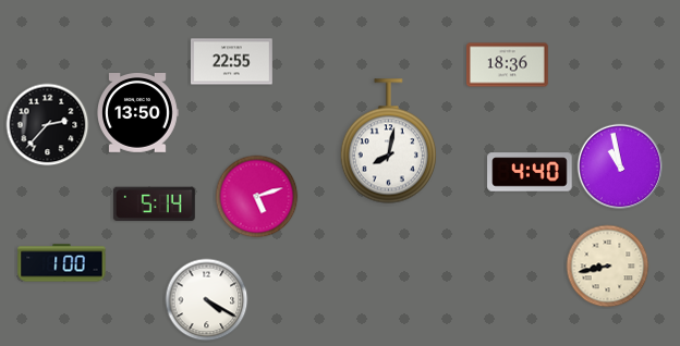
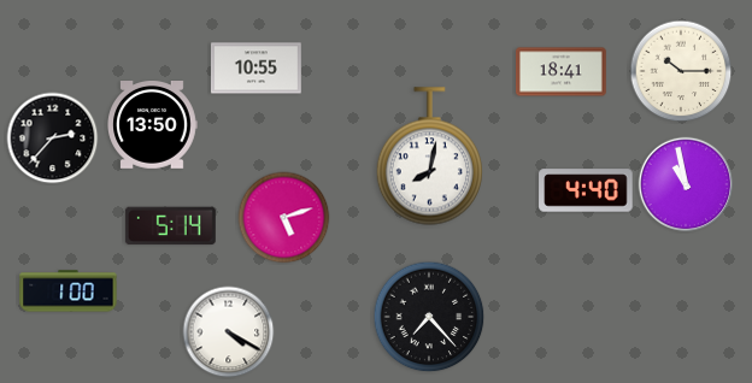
clock at (231, 62): 22:55 -> 10:55
clock at (681, 71): none -> 10:15
clock at (508, 65): 18:36 -> 18:41
clock at (608, 267): 8:43 -> none
clock at (429, 317): none -> 7:23
